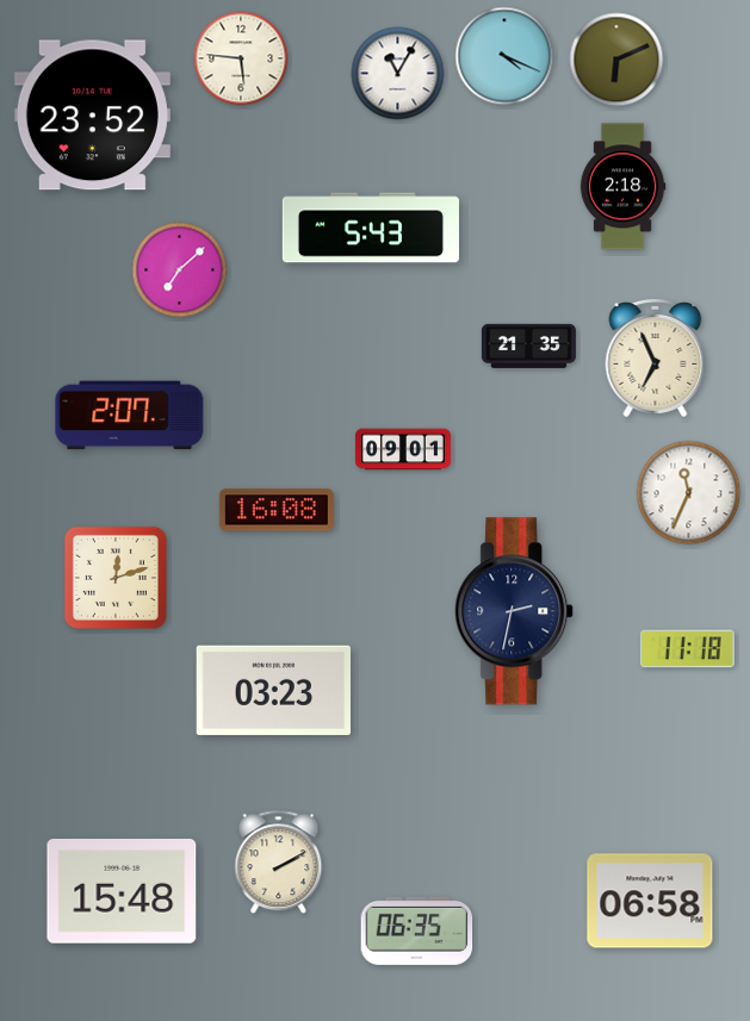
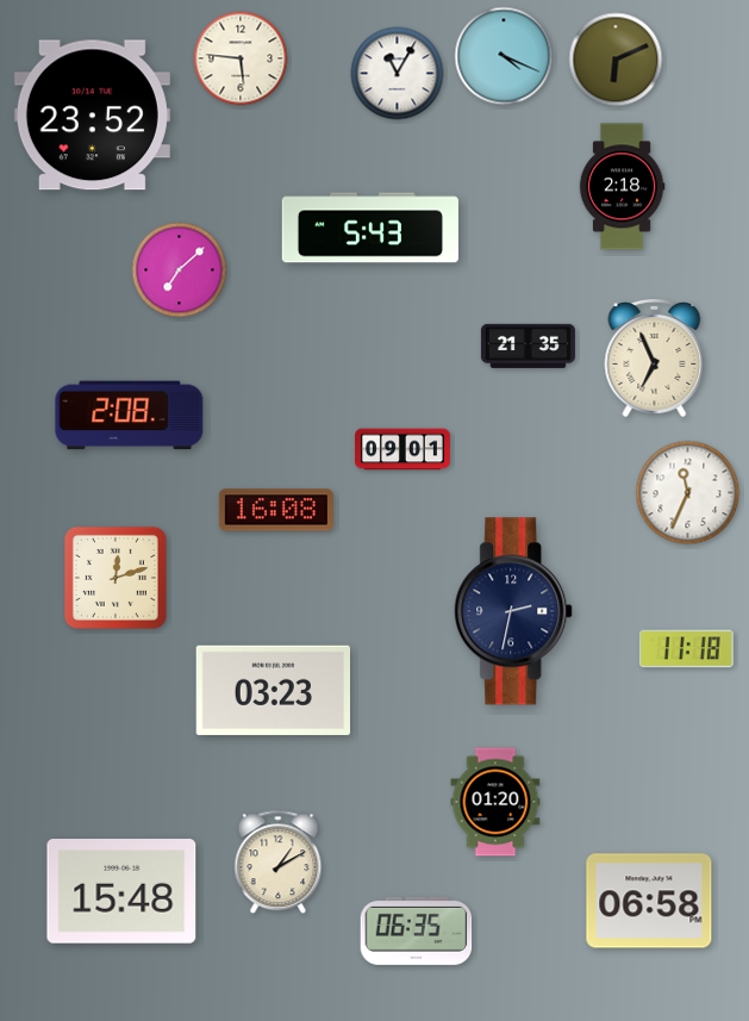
clock at (130, 416): 2:07 -> 2:08
clock at (495, 802): none -> 01:20
clock at (279, 863): 2:10 -> 1:10
